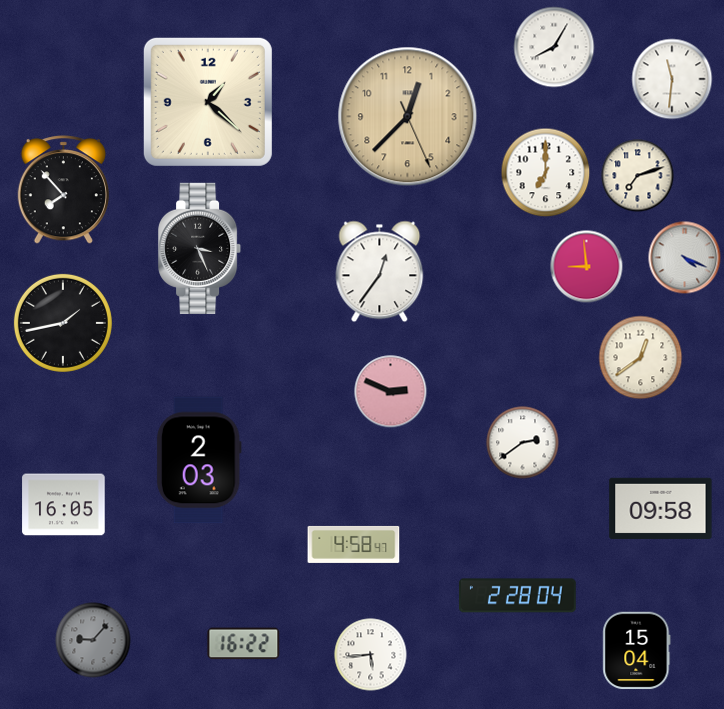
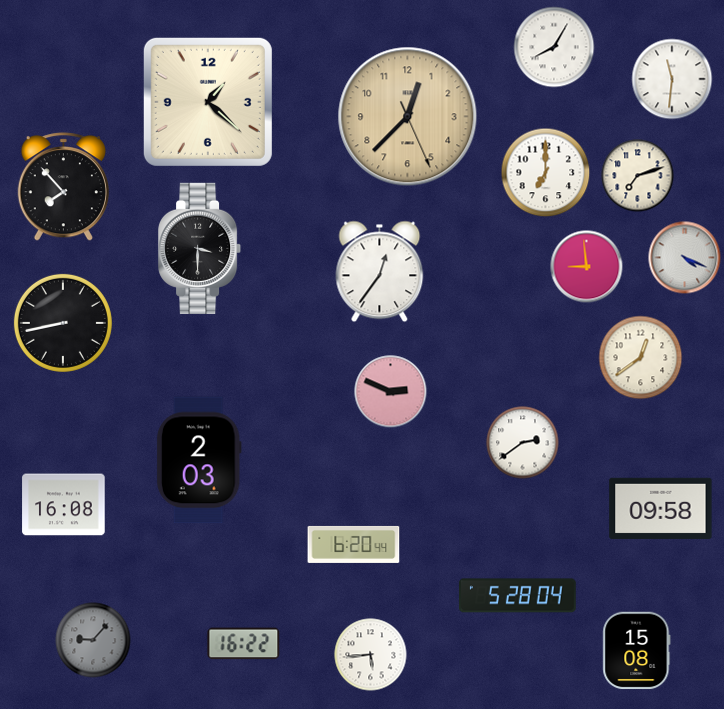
clock at (63, 190) position: (63, 190) -> (63, 187)
clock at (200, 248): 3:26 -> 3:30
clock at (63, 323): 1:43 -> 8:43
clock at (64, 505): 16:05 -> 16:08
clock at (354, 544): 4:58 -> 6:20
clock at (517, 596): 2:28 -> 5:28
clock at (637, 651): 15:04 -> 15:08
